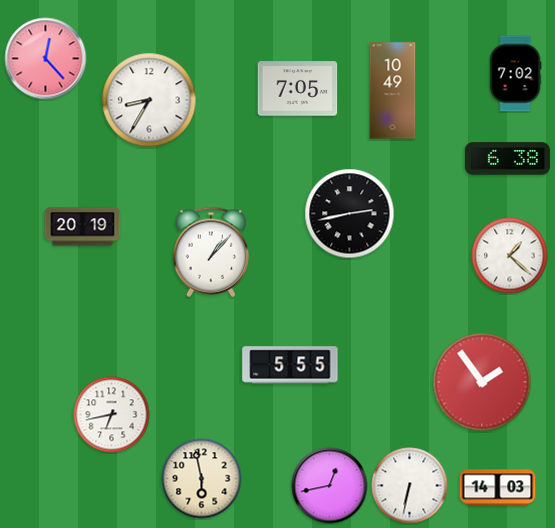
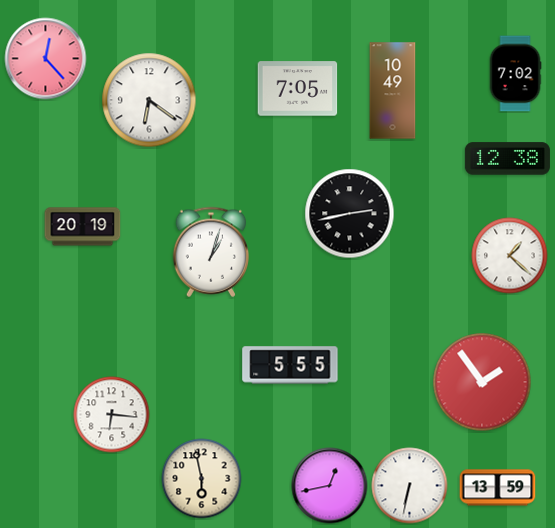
clock at (149, 100): 8:35 -> 6:21
clock at (507, 159): 6:38 -> 12:38
clock at (210, 252): 1:07 -> 1:03
clock at (112, 415): 6:43 -> 6:16
clock at (498, 488): 14:03 -> 13:59
